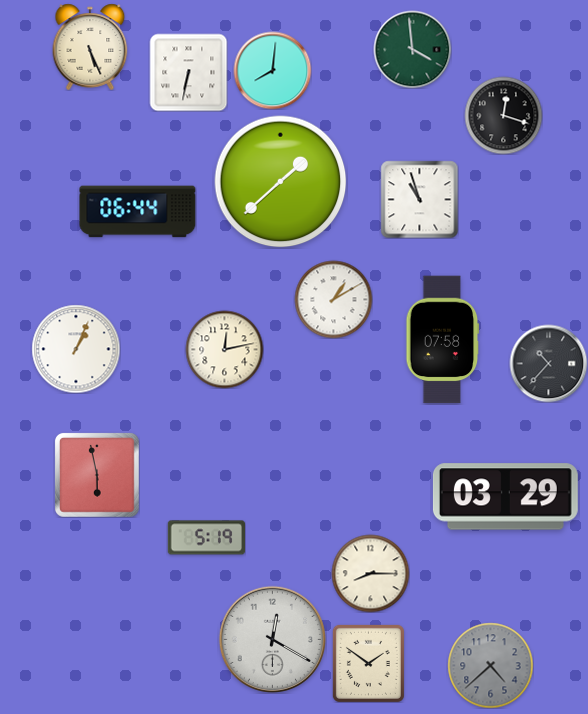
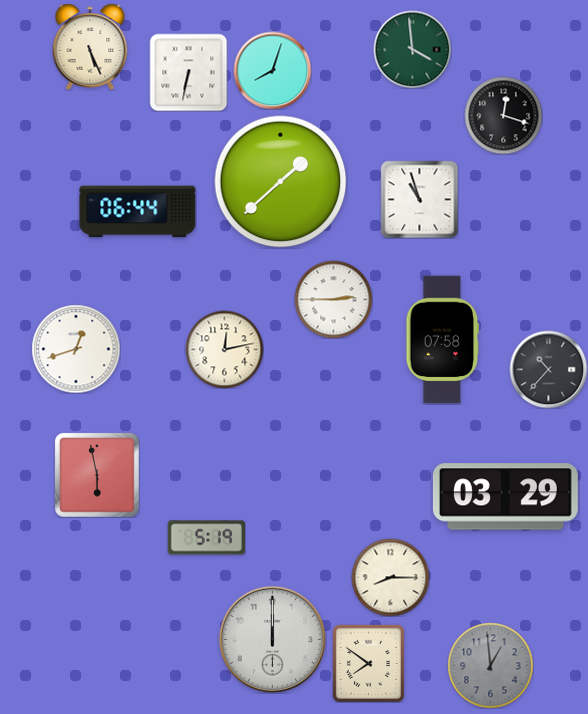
clock at (272, 70): 8:01 -> 8:03
clock at (333, 299): 1:10 -> 2:45
clock at (76, 349): 1:04 -> 12:42
clock at (548, 363) position: (548, 363) -> (548, 369)
clock at (370, 573) position: (370, 573) -> (390, 577)
clock at (272, 639): 12:20 -> 12:00
clock at (368, 663): 1:51 -> 7:51
clock at (490, 665): 4:38 -> 12:59
